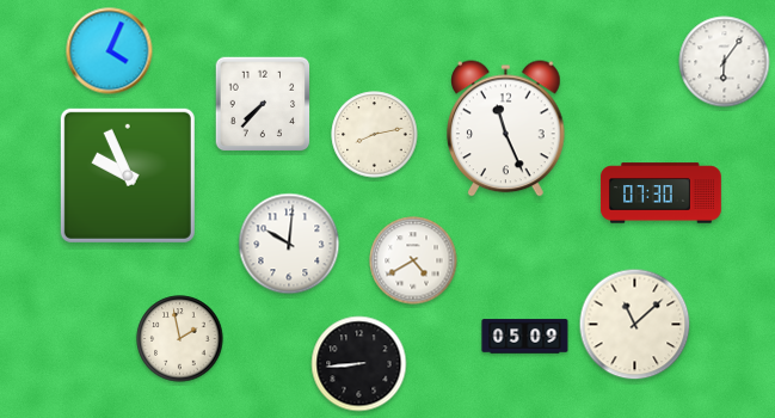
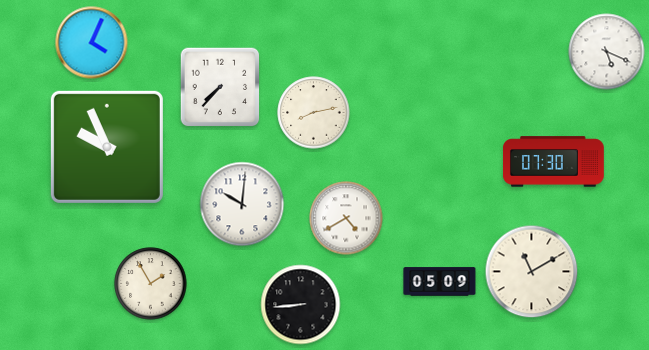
clock at (725, 62): 6:06 -> 5:19
clock at (506, 129): 11:26 -> none
clock at (635, 325): 11:08 -> 11:10
clock at (180, 339): 1:58 -> 1:55
